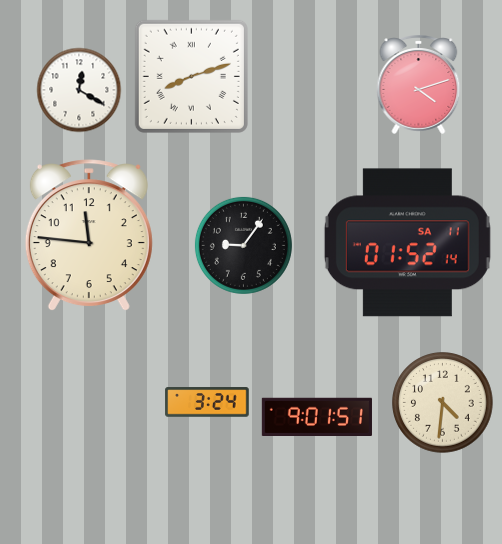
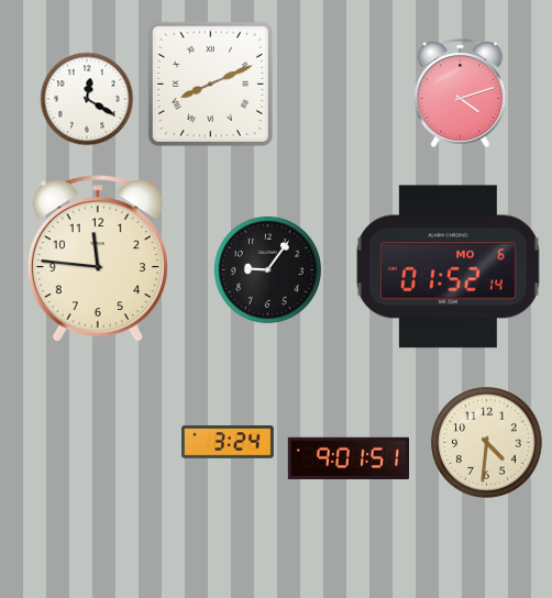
clock at (191, 76): 8:12 -> 8:11
clock at (407, 243) date: SA 11 -> MO 6
